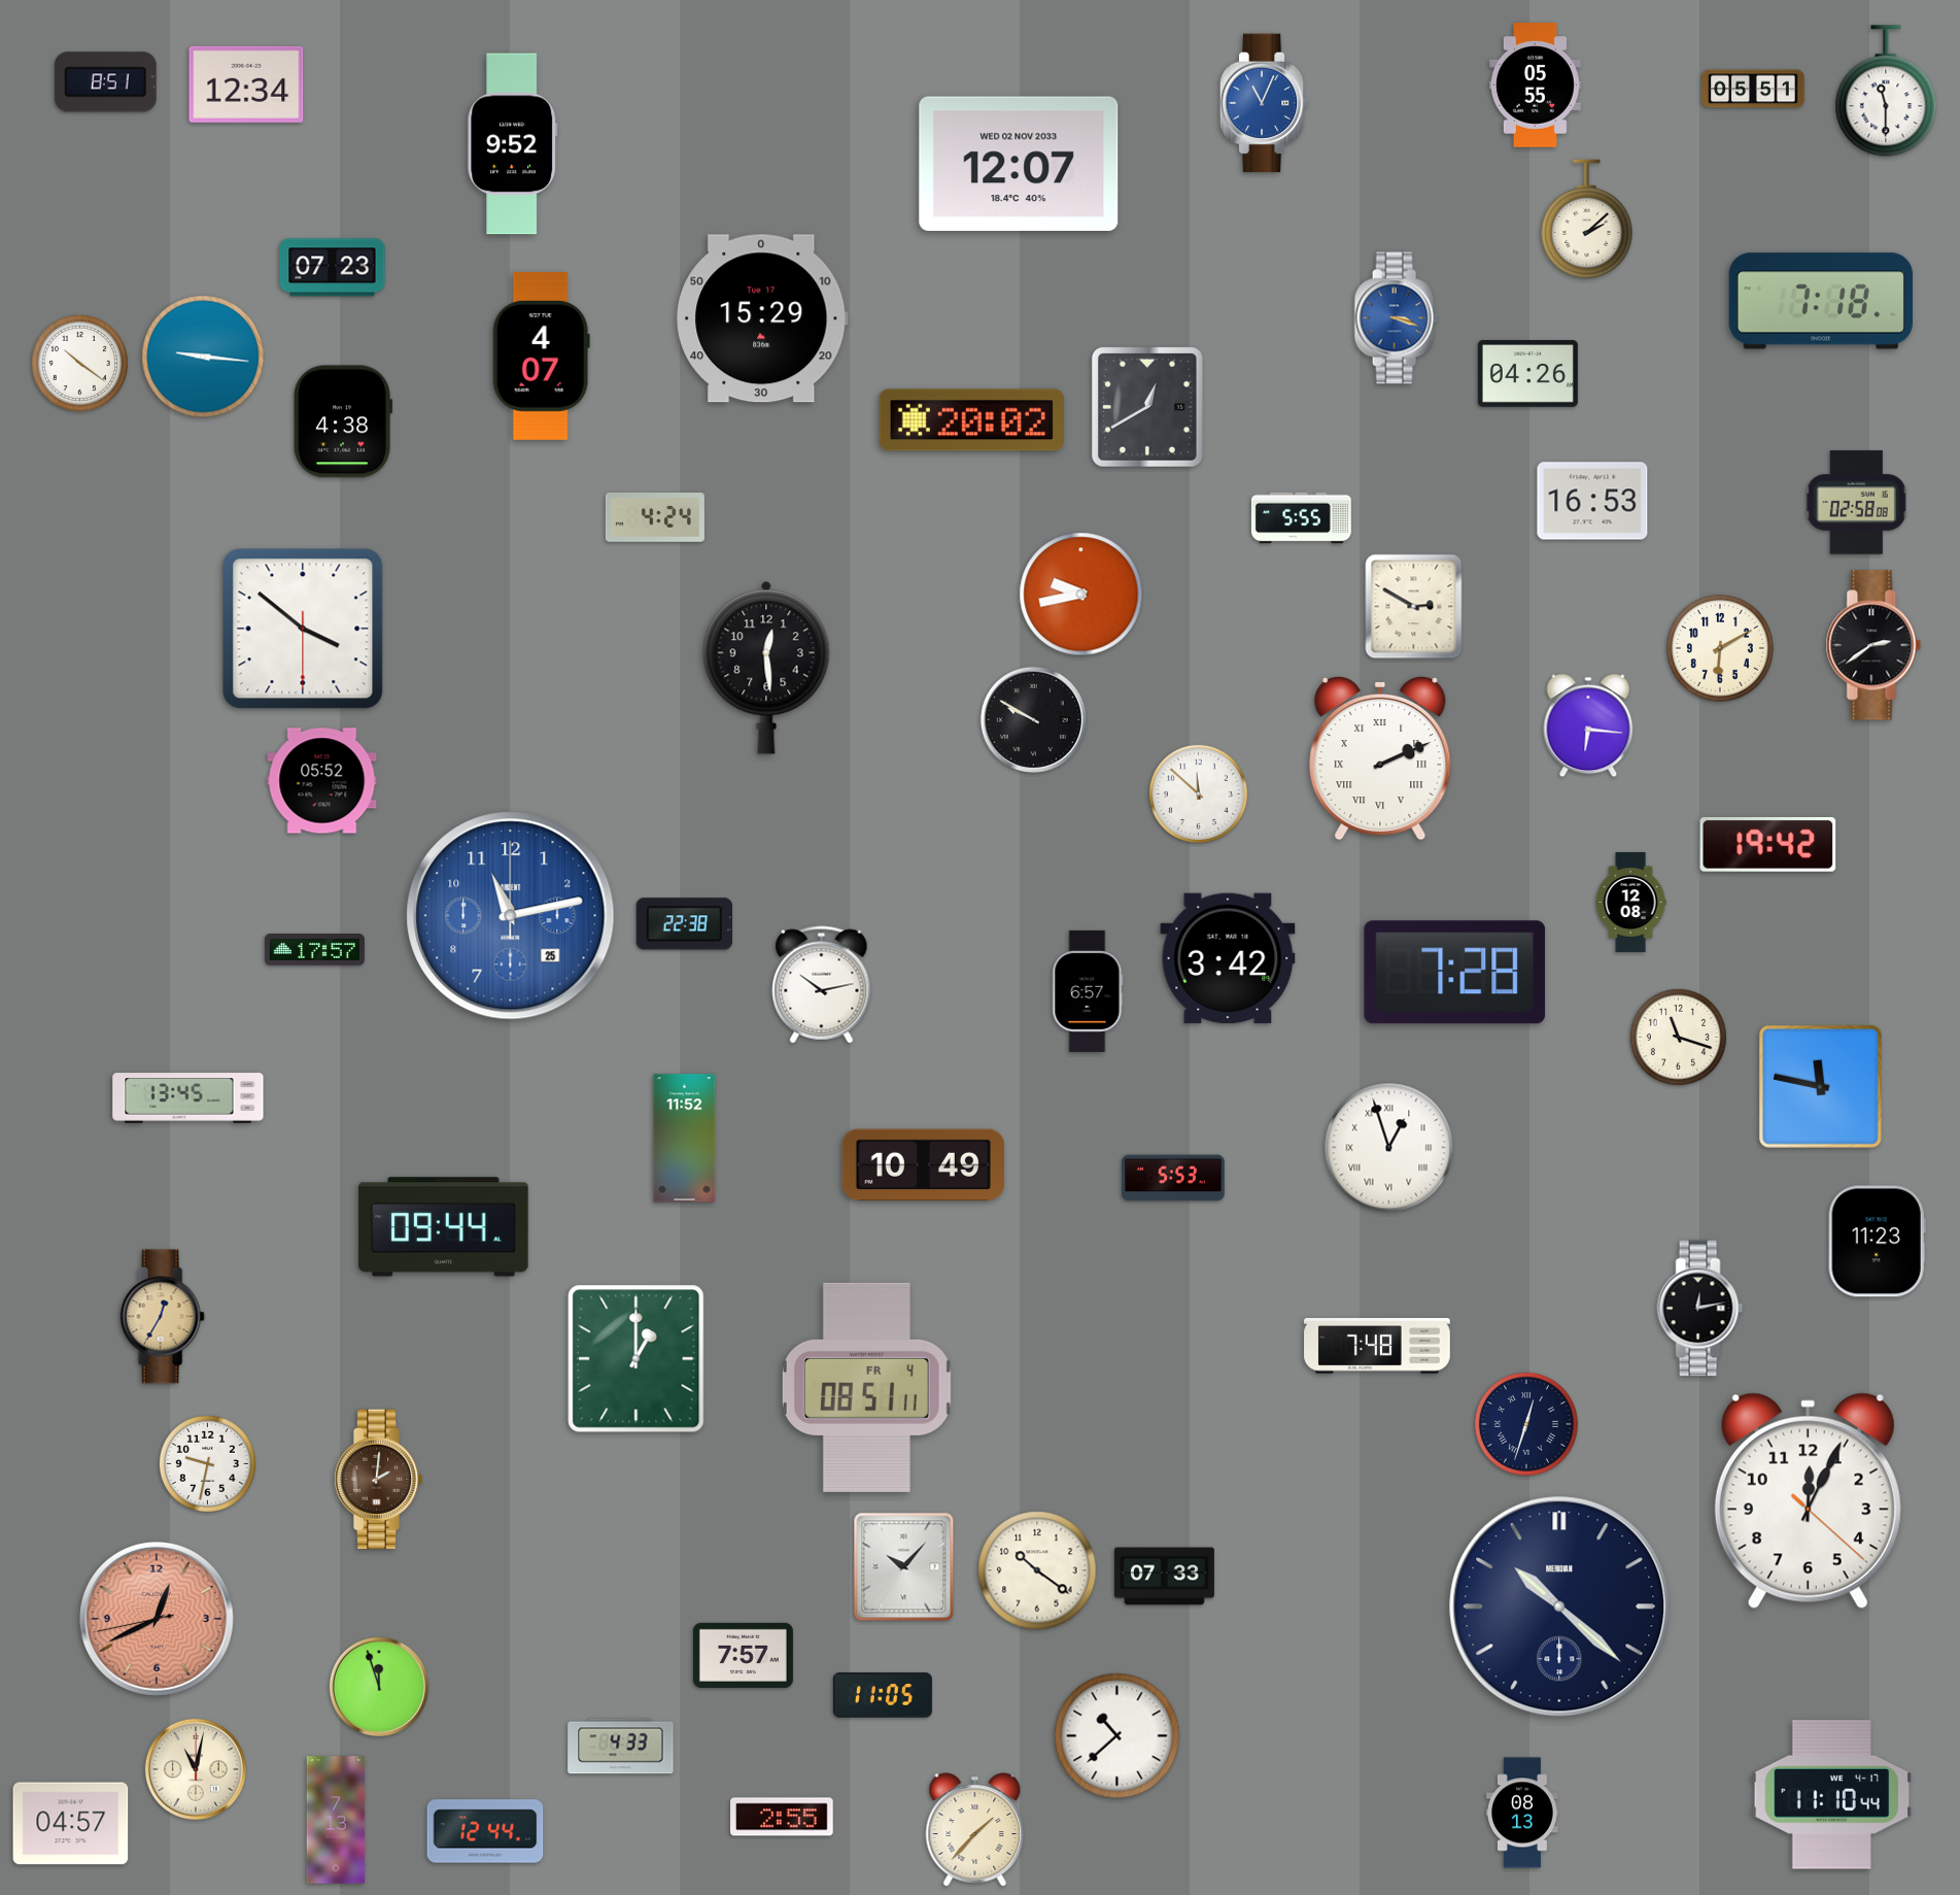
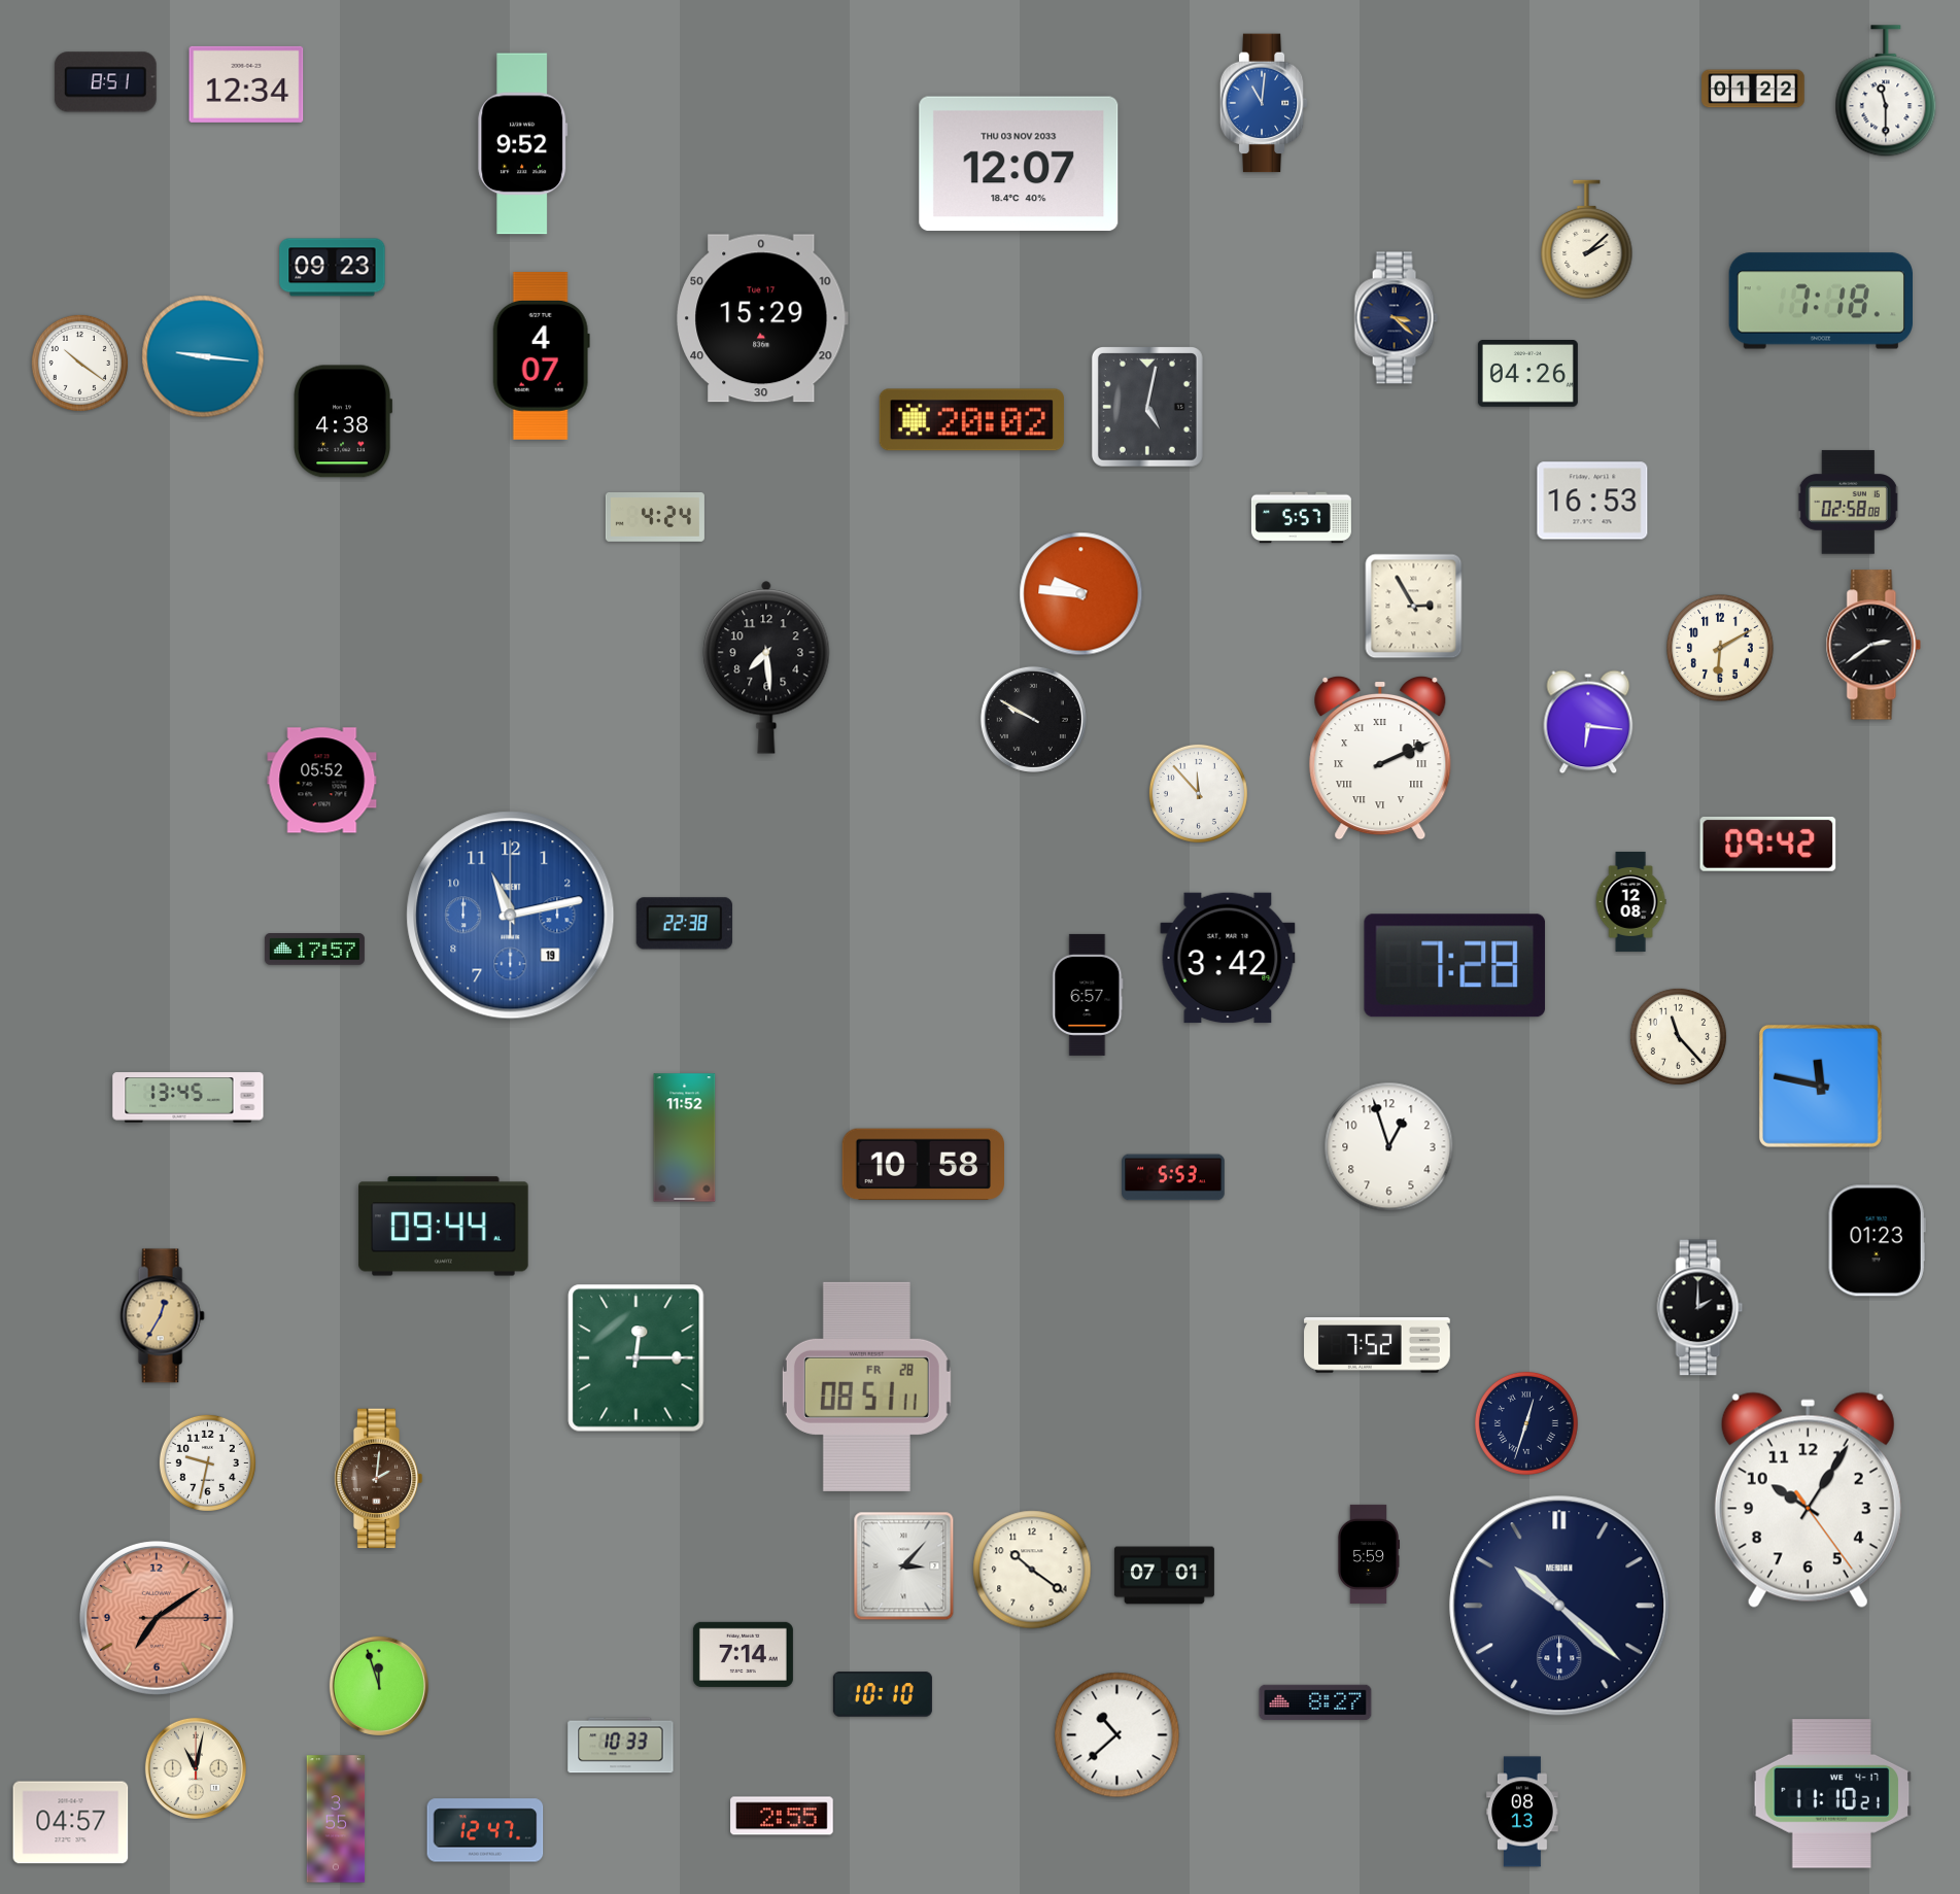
clock at (1535, 86): 05:55 -> none
clock at (1753, 89): 05:51 -> 01:22
clock at (1264, 103): 11:04 -> 11:01
clock at (513, 144) position: (513, 144) -> (523, 144)
clock at (1019, 164) date: WED 02 NOV 2033 -> THU 03 NOV 2033
clock at (1587, 219) position: (1587, 219) -> (1587, 240)
clock at (333, 268): 07:23 -> 09:23
clock at (1396, 318): 3:18 -> 3:22
clock at (1396, 318) dial: blue -> navy
clock at (1147, 407): 12:40 -> 5:02
clock at (1857, 503) position: (1857, 503) -> (1849, 503)
clock at (1301, 518): 5:55 -> 5:57
clock at (1081, 595): 9:43 -> 9:46
clock at (1414, 607): 2:50 -> 2:55
clock at (303, 629): 3:51 -> none
clock at (766, 668): 12:29 -> 7:29
clock at (1588, 725) position: (1588, 725) -> (1588, 722)
clock at (1198, 793): 11:52 -> 11:53
clock at (1768, 844): 19:42 -> 09:42
clock at (511, 916) date: 25 -> 19
clock at (1455, 973) position: (1455, 973) -> (1455, 966)
clock at (822, 985): 10:13 -> none
clock at (1088, 991) position: (1088, 991) -> (1088, 995)
clock at (1678, 1037): 11:18 -> 11:23
clock at (1389, 1148) numerals: Roman -> Arabic
clock at (923, 1165): 10:49 -> 10:58
clock at (1877, 1242): 11:23 -> 01:23
clock at (1700, 1309): 12:13 -> 2:00
clock at (1377, 1346): 7:48 -> 7:52
clock at (637, 1359): 1:00 -> 12:15
clock at (866, 1387) date: FR 4 -> FR 28
clock at (1808, 1501): 12:04 -> 10:05
clock at (1368, 1554): none -> 5:59
clock at (904, 1567): 10:07 -> 3:07
clock at (1037, 1570) position: (1037, 1570) -> (1032, 1570)
clock at (1164, 1577): 07:33 -> 07:01
clock at (157, 1619): 12:40 -> 7:09
clock at (743, 1655): 7:57 -> 7:14
clock at (883, 1695): 11:05 -> 10:10
clock at (1315, 1702): none -> 8:27
clock at (621, 1747): 4:33 -> 10:33
clock at (1832, 1795): 11:10:44 -> 11:10:21
clock at (336, 1820): 7:13 -> 3:55
clock at (975, 1830): 1:37 -> none
clock at (485, 1831): 12:44 -> 12:47
